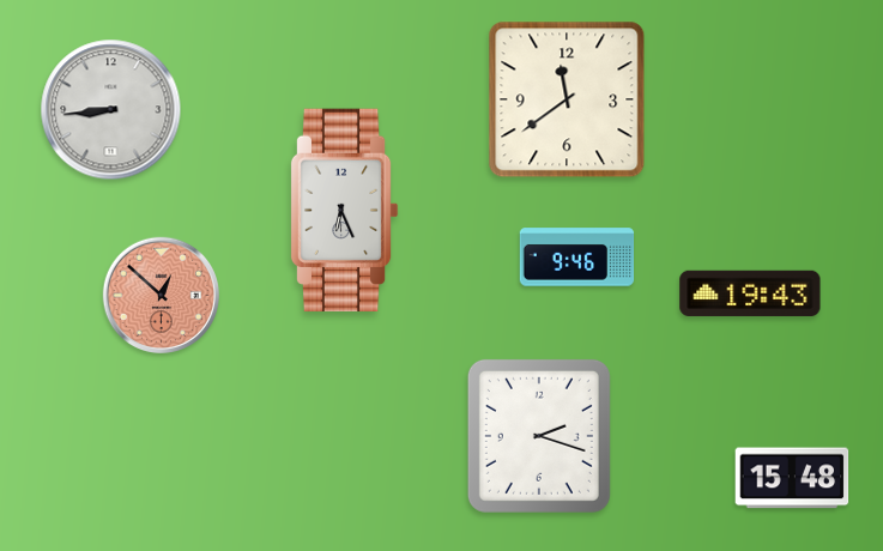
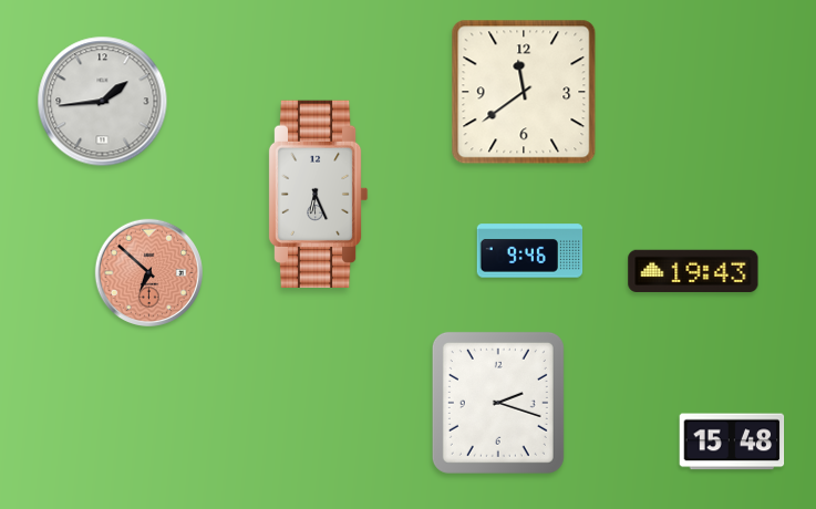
clock at (111, 110): 8:44 -> 1:44
clock at (577, 258) position: (577, 258) -> (530, 251)
clock at (161, 295): 12:52 -> 6:52
